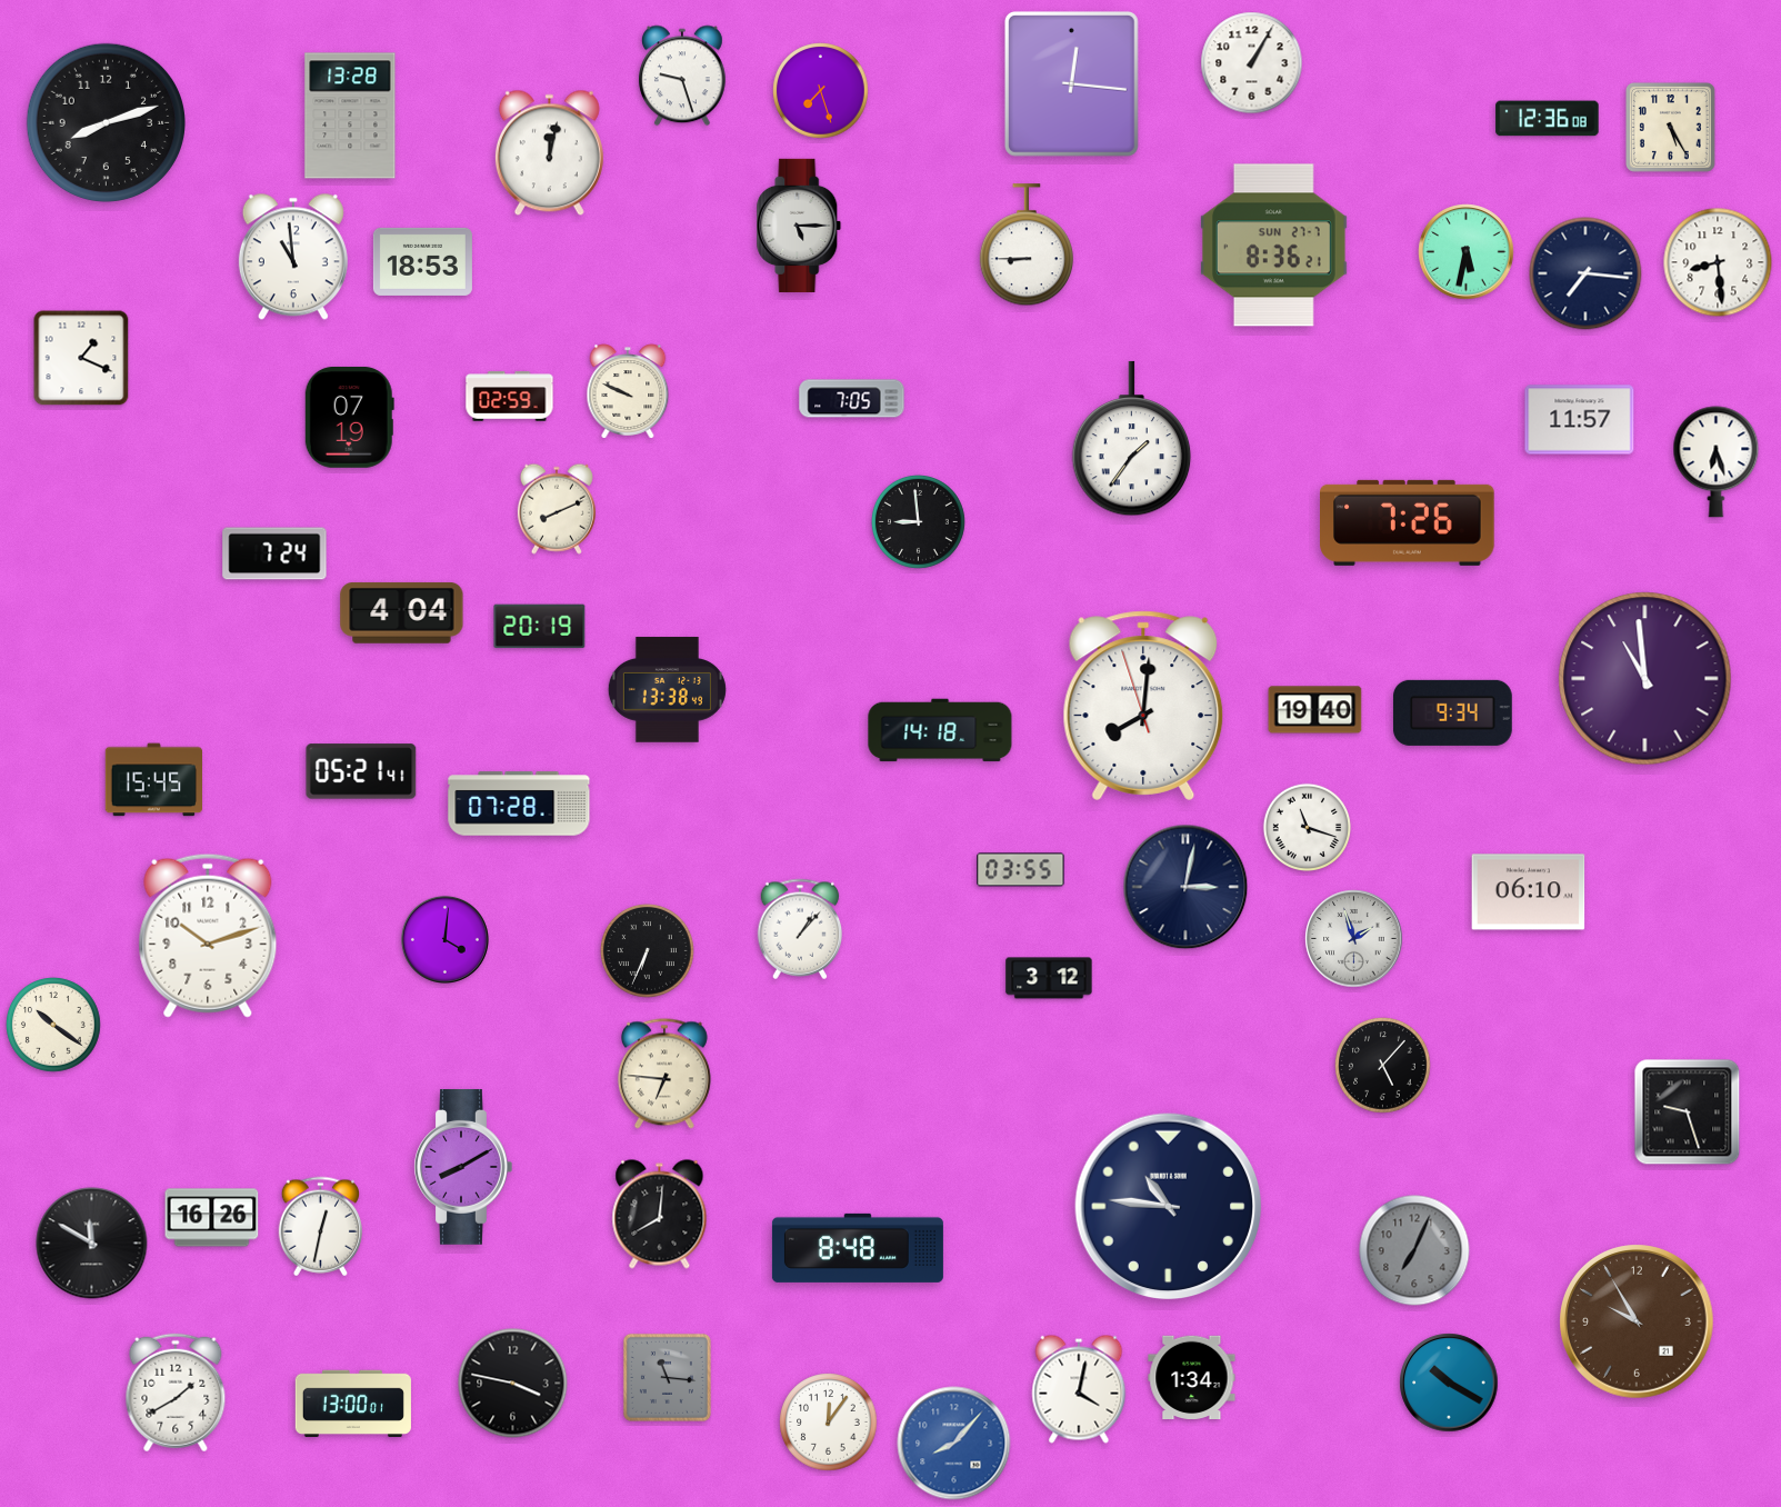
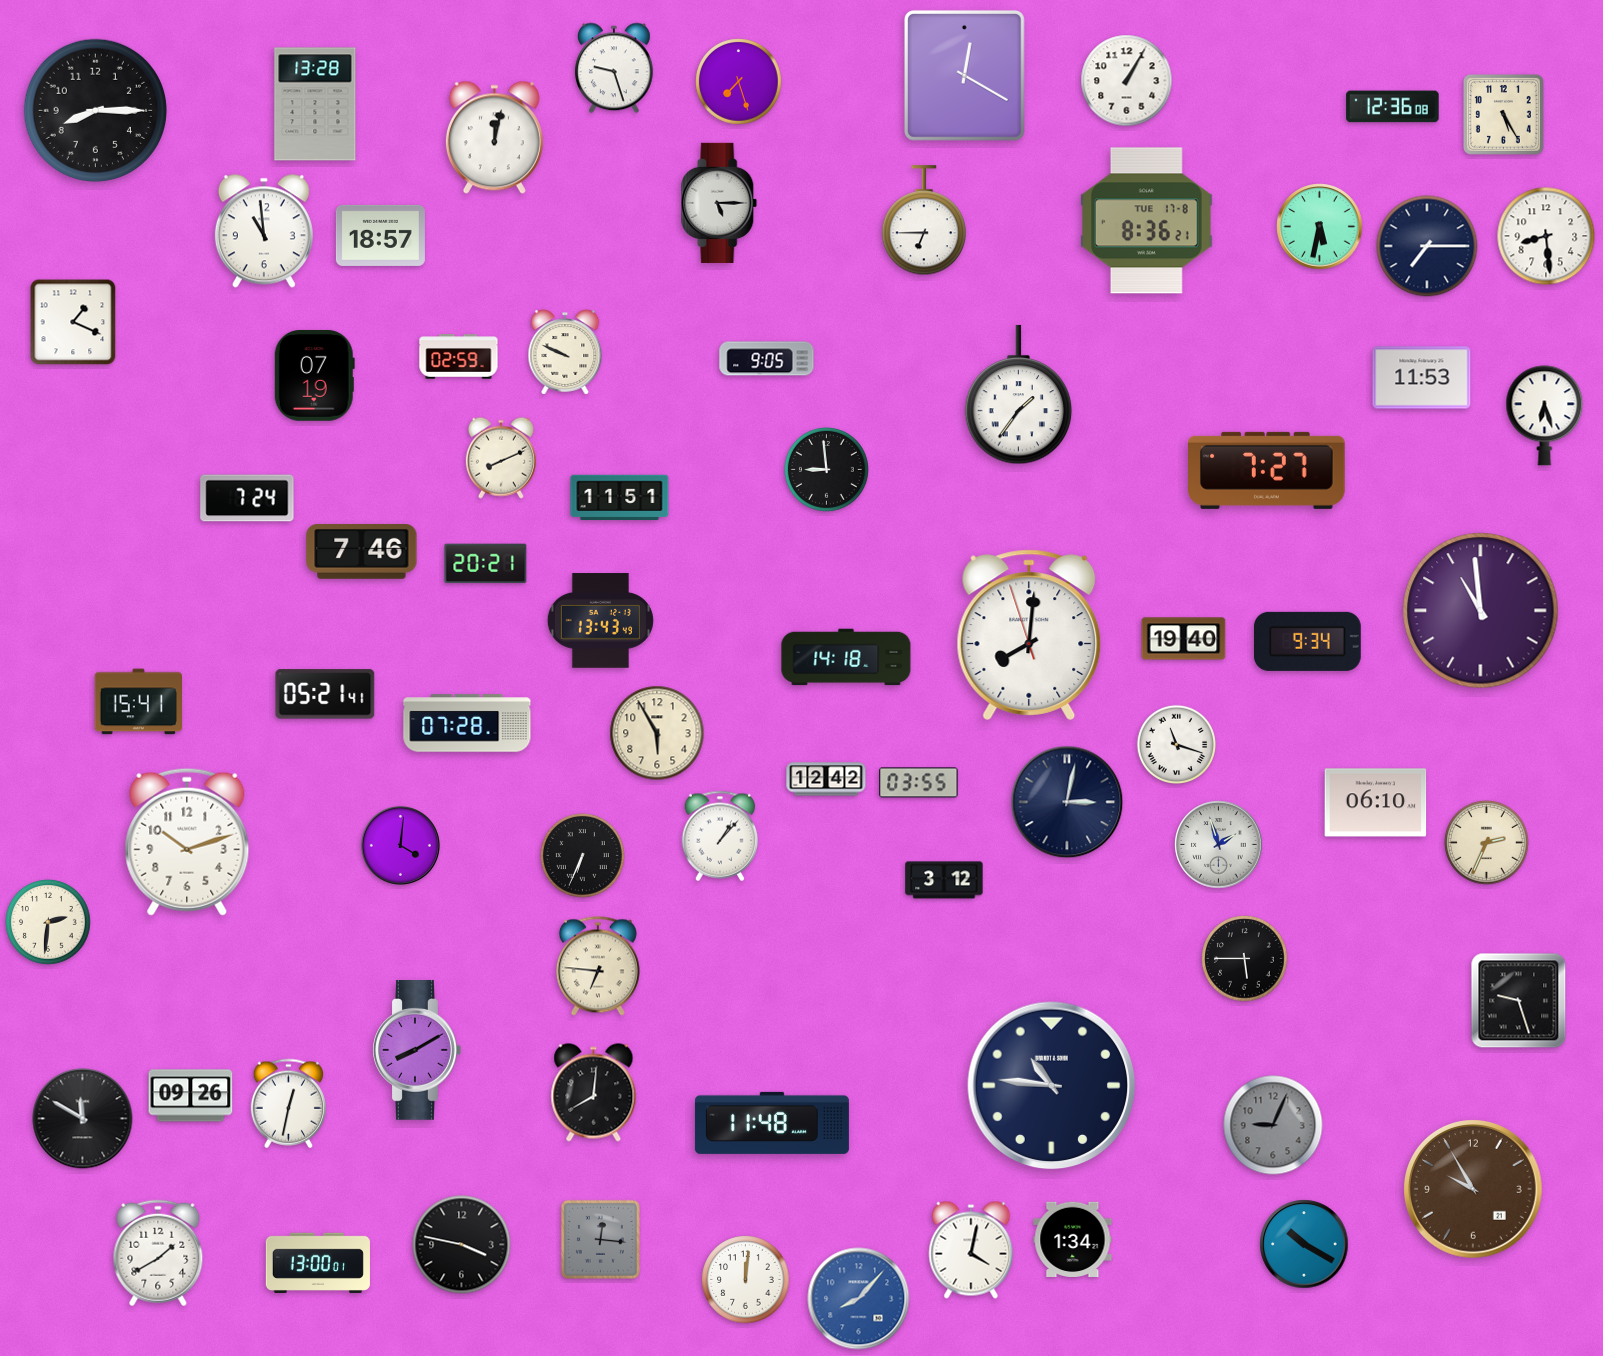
clock at (1252, 63) position: (1252, 63) -> (1127, 81)
clock at (1071, 83): 12:16 -> 12:20
clock at (106, 122): 8:12 -> 8:15
clock at (1025, 246): 8:45 -> 6:45
clock at (1273, 246) date: SUN 27-7 -> TUE 17-8
clock at (422, 261): 18:53 -> 18:57
clock at (1585, 273): 7:16 -> 7:15
clock at (852, 399): 7:05 -> 9:05
clock at (1580, 420): 11:57 -> 11:53
clock at (1408, 522): 7:26 -> 7:27
clock at (620, 498): none -> 11:51
clock at (402, 613): 4:04 -> 7:46
clock at (540, 627): 20:19 -> 20:21
clock at (667, 690): 13:38 -> 13:43
clock at (153, 780): 15:45 -> 15:41
clock at (657, 733): none -> 5:55
clock at (826, 779): none -> 12:42
clock at (1185, 887) position: (1185, 887) -> (1067, 802)
clock at (1486, 842): none -> 2:34
clock at (54, 1026): 10:21 -> 2:31
clock at (1383, 1066): 5:07 -> 5:45
clock at (212, 1218): 16:26 -> 09:26
clock at (858, 1248): 8:48 -> 11:48
clock at (1414, 1250): 7:04 -> 9:04
clock at (667, 1377): 11:16 -> 12:16
clock at (829, 1423): 12:06 -> 12:01
